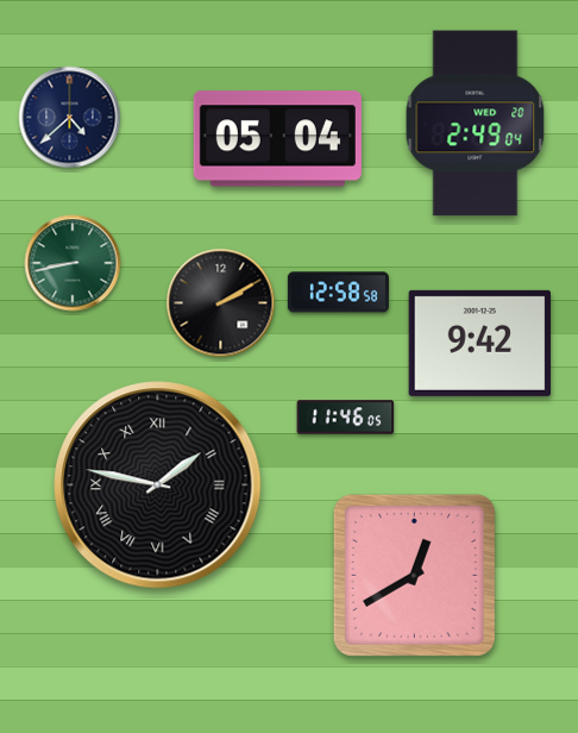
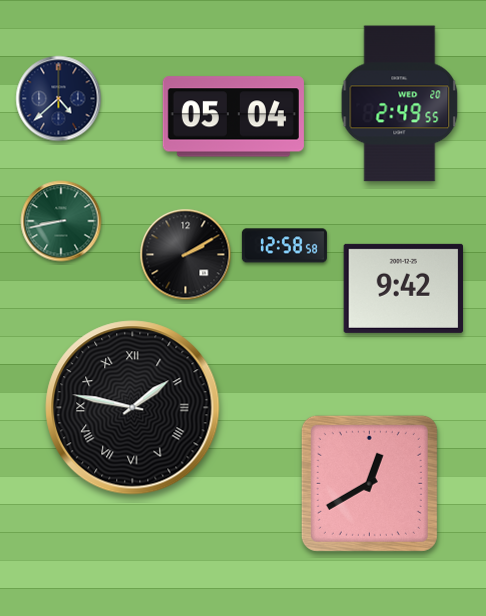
clock at (476, 124): 2:49:04 -> 2:49:55
clock at (346, 418): 11:46 -> none
clock at (414, 575) position: (414, 575) -> (369, 483)
